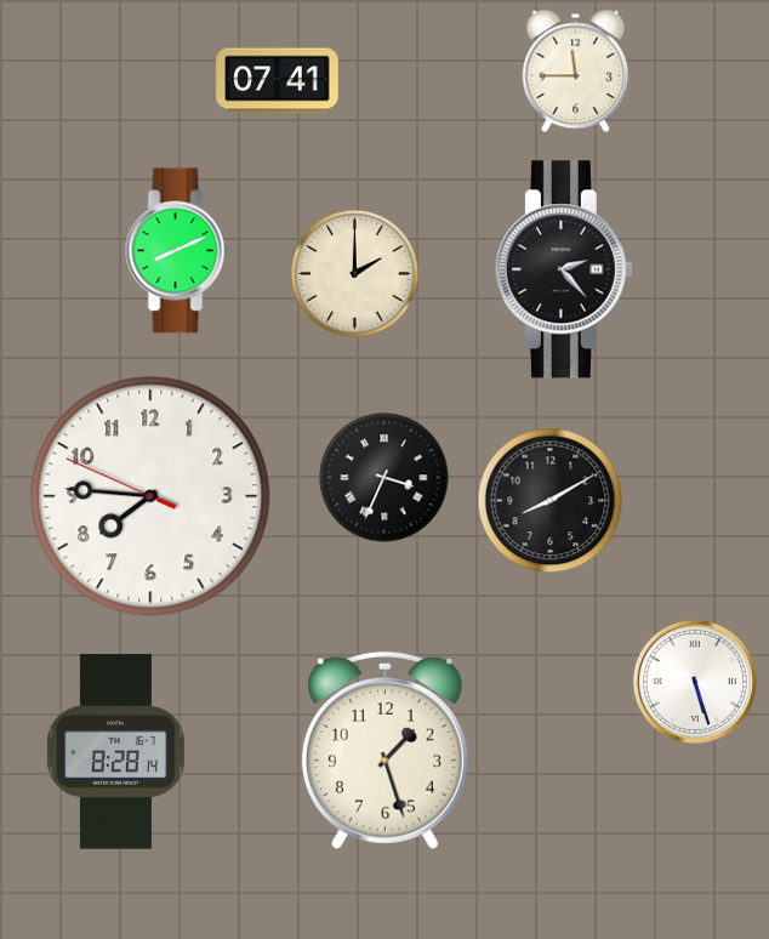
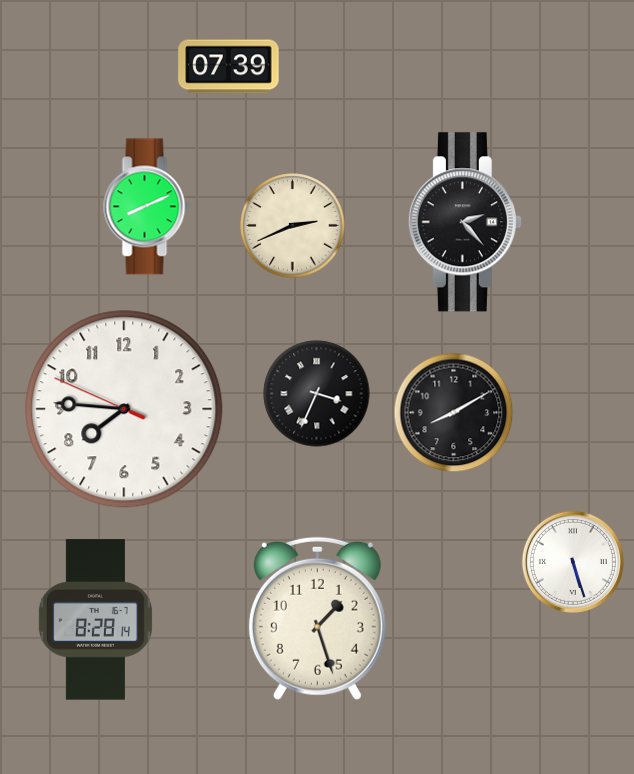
clock at (576, 72): 11:45 -> none
clock at (278, 81): 07:41 -> 07:39
clock at (355, 274): 2:00 -> 2:41
